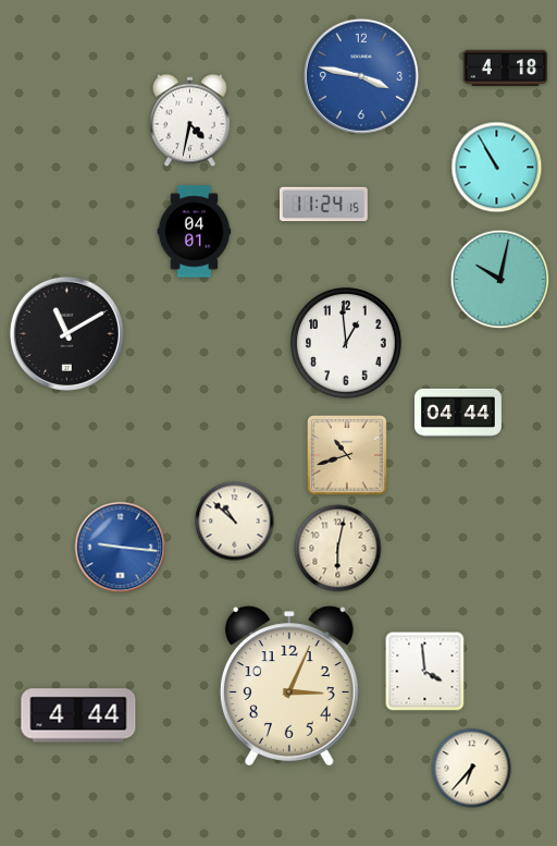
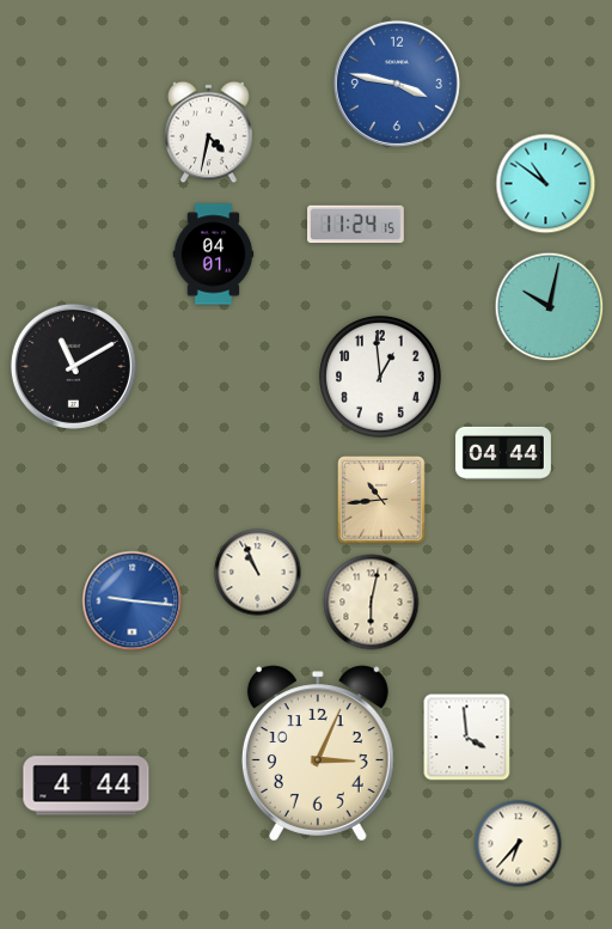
clock at (506, 68): 4:18 -> none
clock at (497, 168): 10:55 -> 10:51
clock at (347, 455): 10:42 -> 10:44
clock at (235, 522): 10:52 -> 10:56
